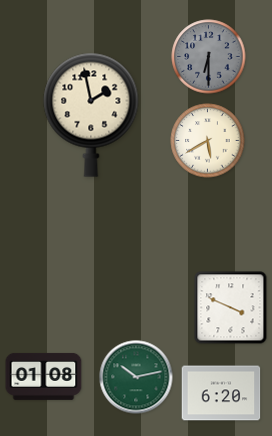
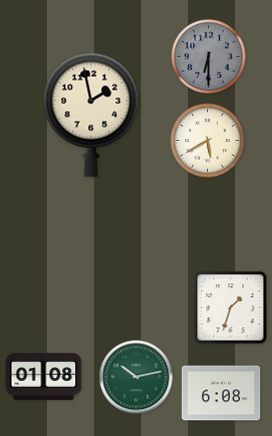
clock at (231, 308): 3:49 -> 1:33
clock at (221, 393): 6:20 -> 6:08
